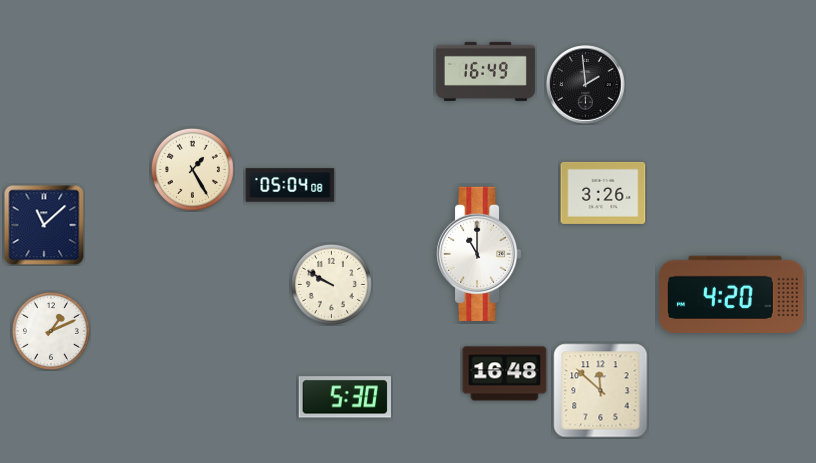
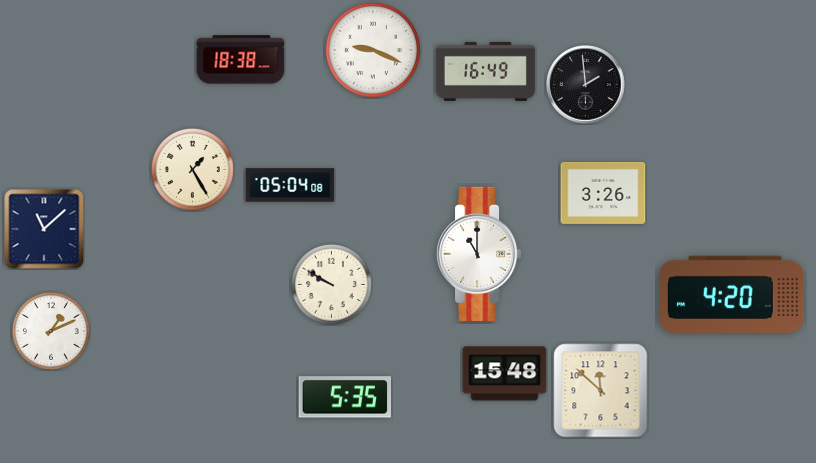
clock at (373, 50): none -> 9:19
clock at (241, 60): none -> 18:38
clock at (44, 225) position: (44, 225) -> (44, 229)
clock at (505, 374): 16:48 -> 15:48
clock at (344, 397): 5:30 -> 5:35
